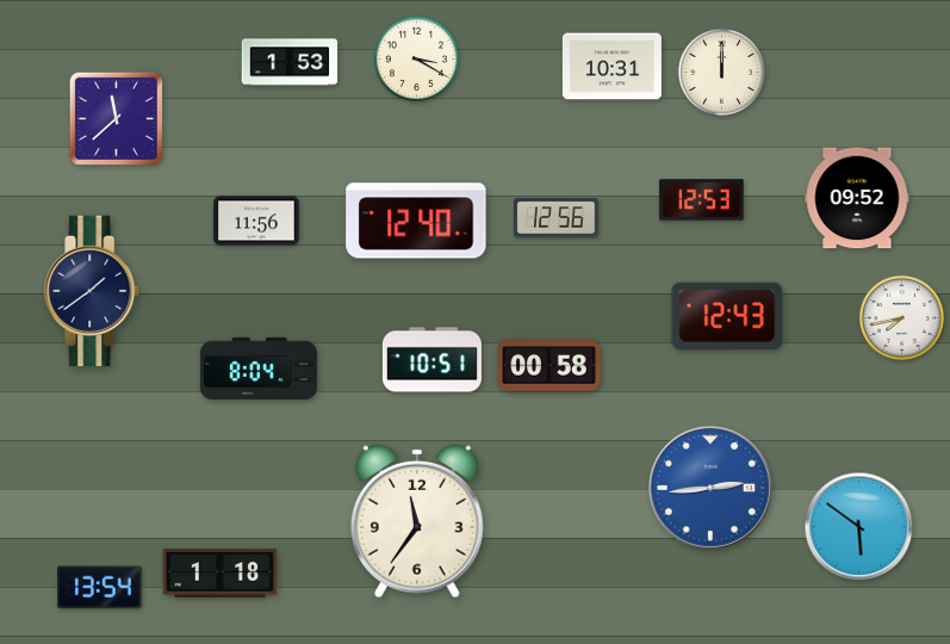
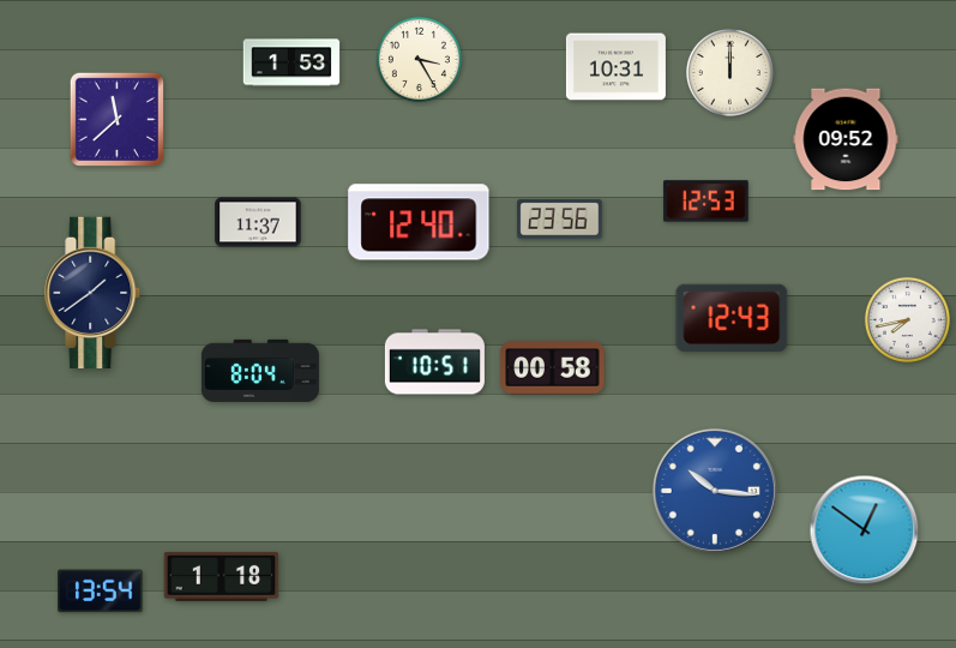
clock at (416, 58): 3:20 -> 3:25
clock at (721, 72) position: (721, 72) -> (729, 72)
clock at (857, 198) position: (857, 198) -> (846, 139)
clock at (557, 218): 12:56 -> 23:56
clock at (256, 221): 11:56 -> 11:37
clock at (710, 488): 2:44 -> 10:16
clock at (417, 521): 11:36 -> none
clock at (859, 527): 5:51 -> 12:51
